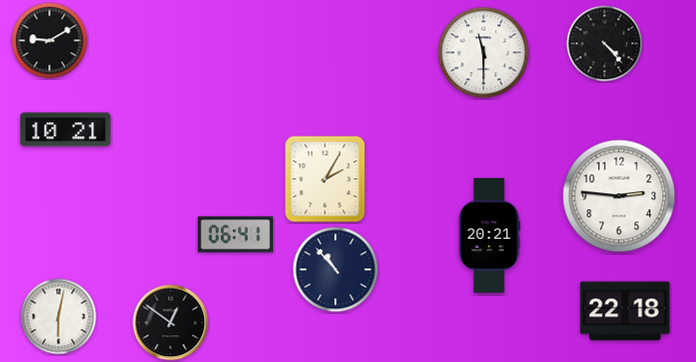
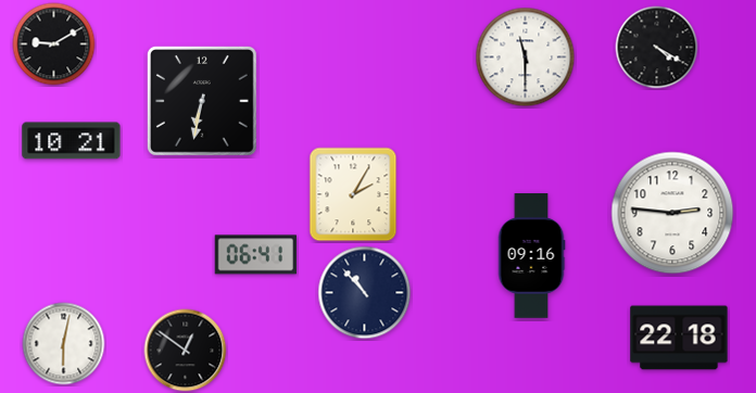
clock at (605, 44): 4:23 -> 4:20
clock at (202, 101): none -> 6:32
clock at (489, 236): 20:21 -> 09:16
